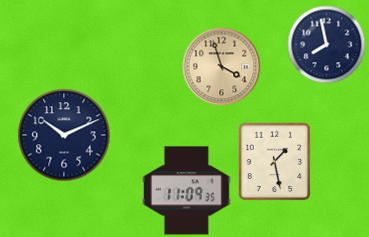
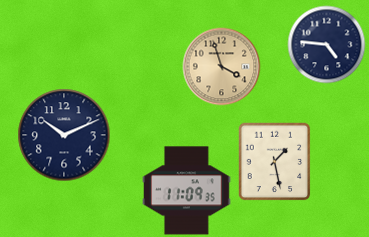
clock at (326, 44): 7:58 -> 4:46
